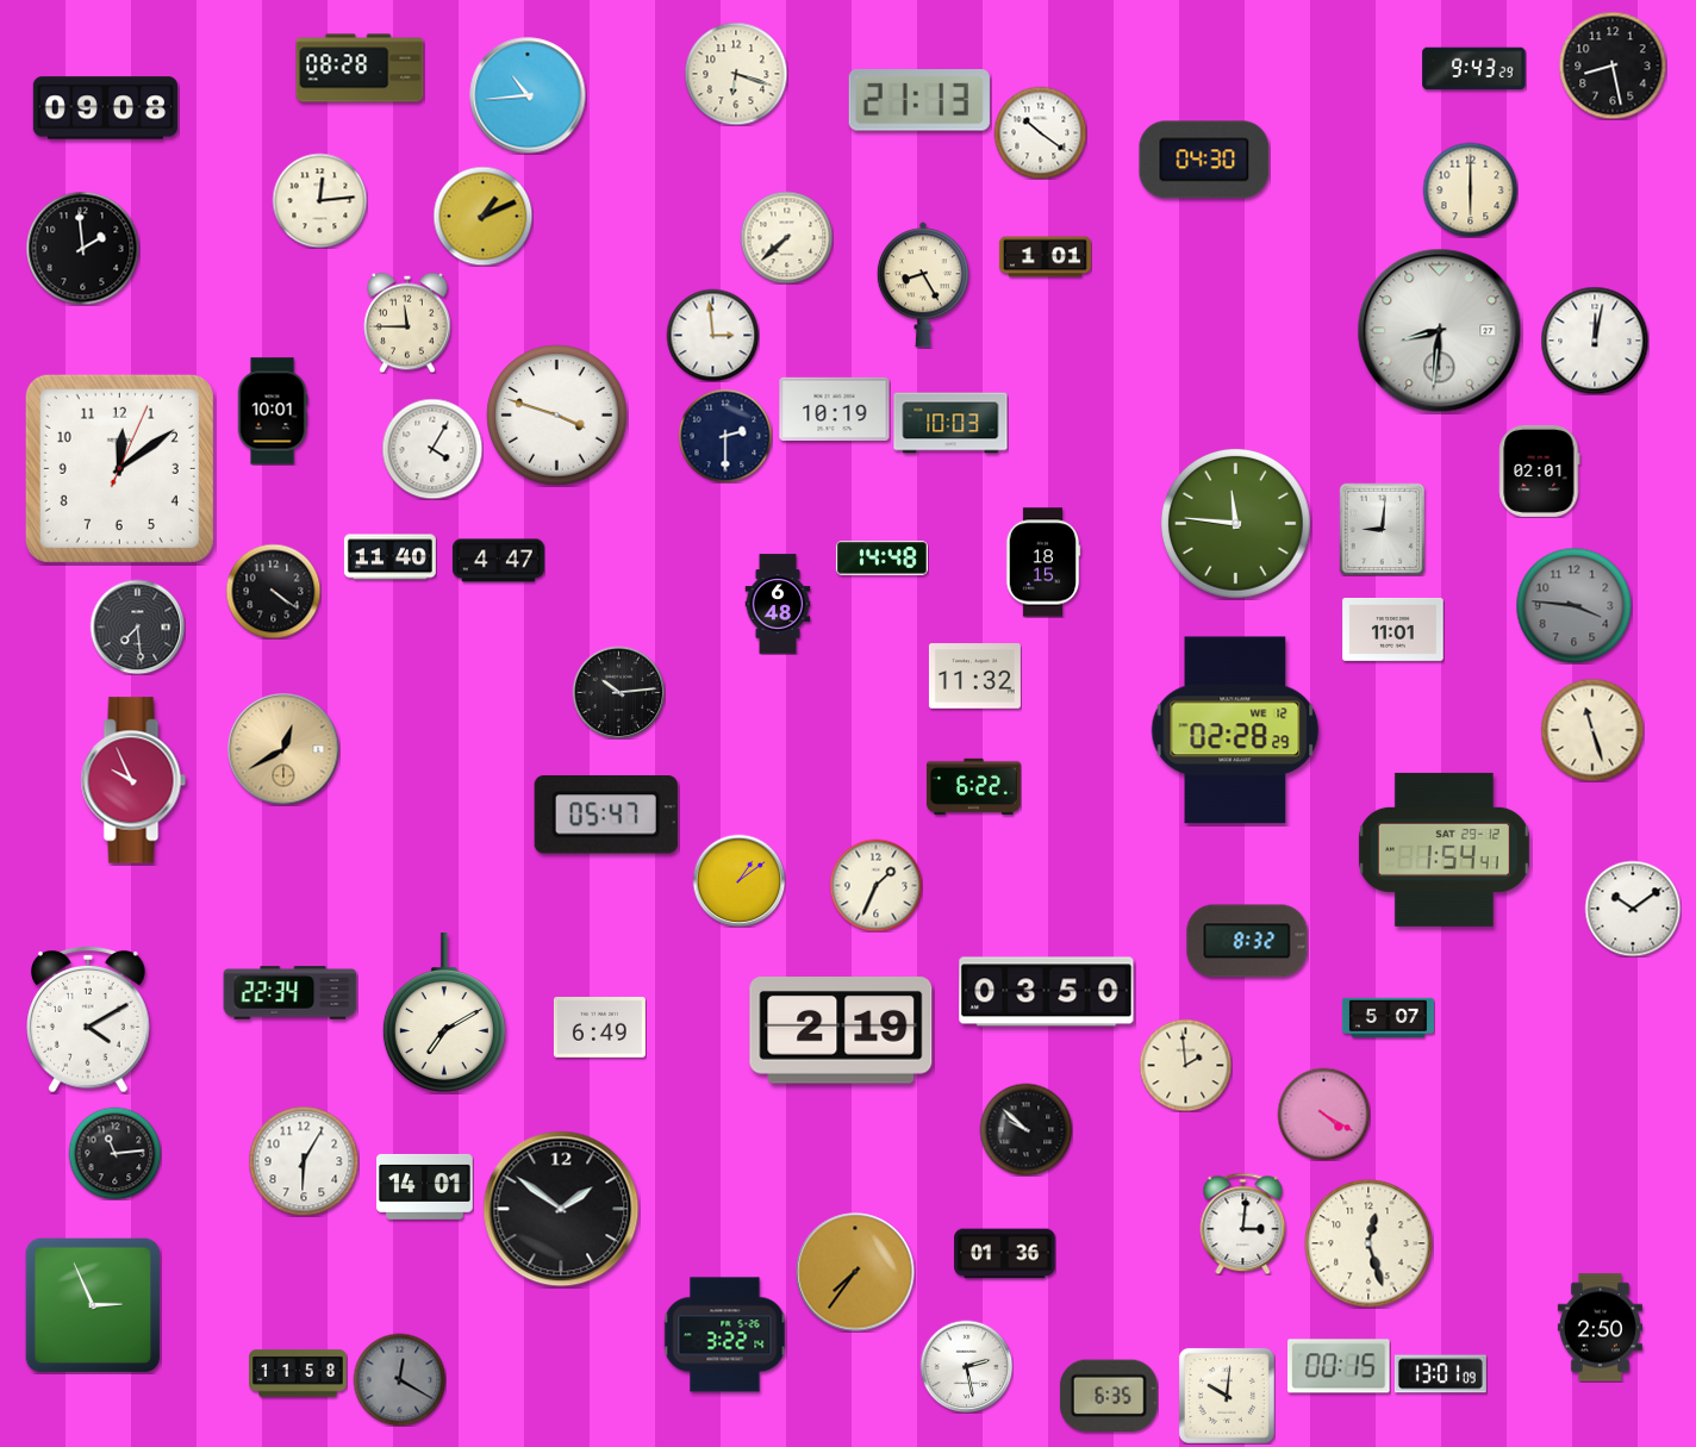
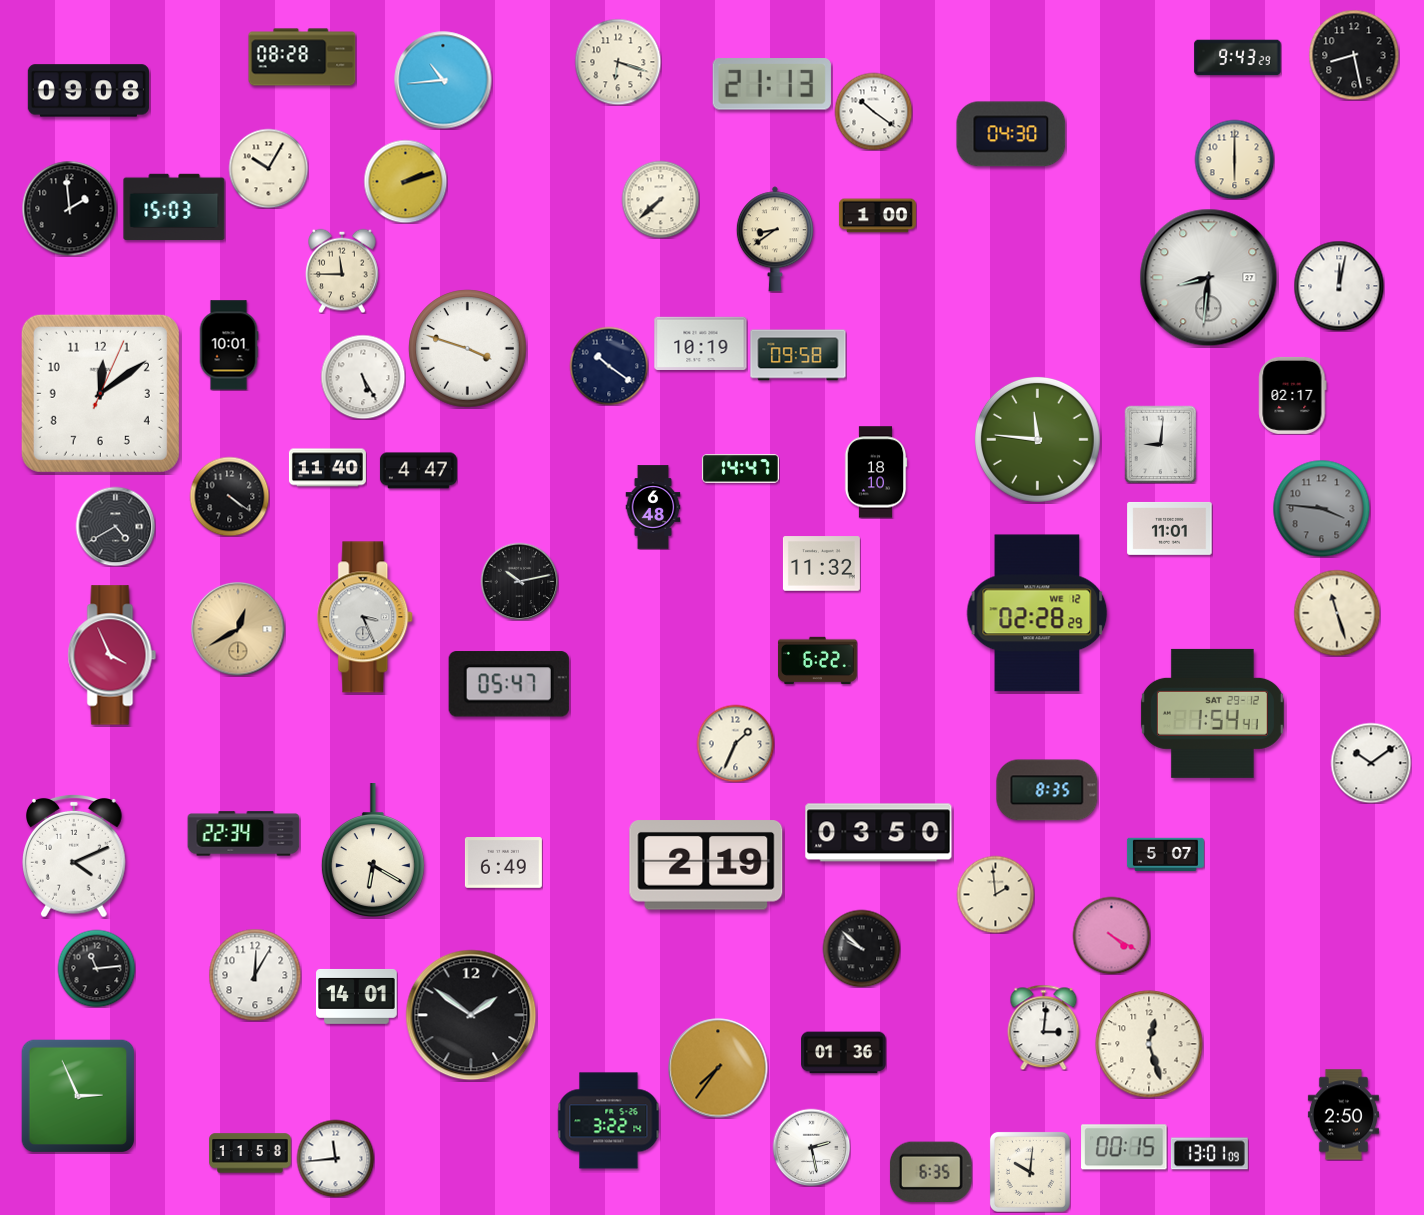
clock at (319, 200): 12:14 -> 10:05
clock at (482, 216): 1:11 -> 2:12
clock at (174, 206): none -> 15:03
clock at (1045, 257): 1:01 -> 1:00
clock at (923, 285): 8:25 -> 8:39
clock at (712, 335): 2:59 -> none
clock at (950, 423): 10:03 -> 09:58
clock at (725, 436): 2:30 -> 10:21
clock at (432, 449): 4:05 -> 5:25
clock at (1540, 470): 02:01 -> 02:17
clock at (881, 559): 14:48 -> 14:47
clock at (1043, 562): 18:15 -> 18:10
clock at (137, 626): 7:29 -> 4:40
clock at (974, 676) position: (974, 676) -> (821, 564)
clock at (618, 692): 10:14 -> 10:13
clock at (366, 617): none -> 3:26
clock at (133, 780): 9:56 -> 3:56
clock at (738, 880): 1:09 -> none
clock at (1247, 941): 8:32 -> 8:35
clock at (444, 1012): 7:10 -> 6:20
clock at (89, 1019): 4:10 -> 4:11
clock at (304, 1161): 6:05 -> 12:05
clock at (399, 1379): 12:20 -> 11:44
clock at (399, 1379) dial: grey -> white
